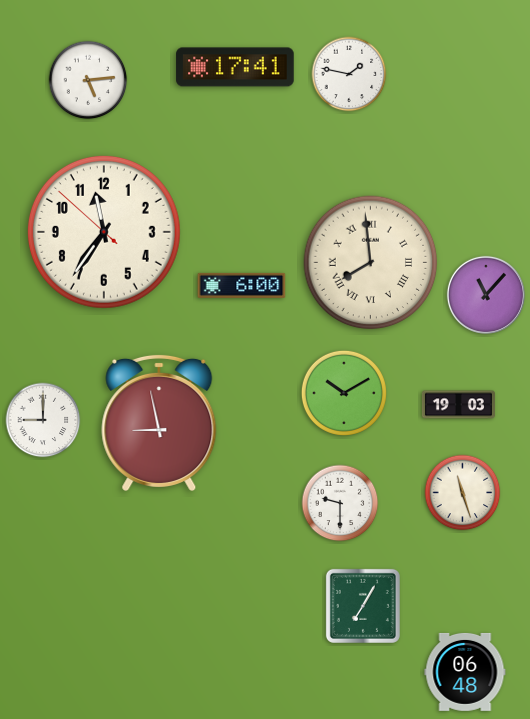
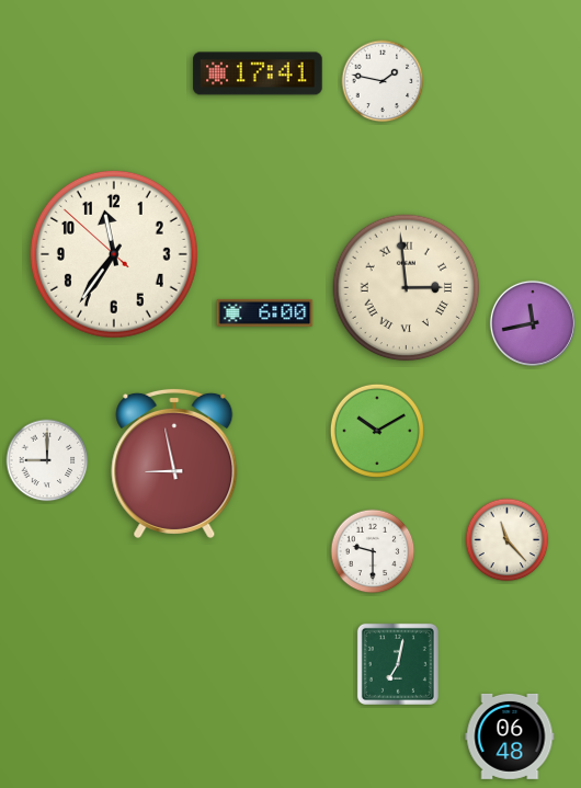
clock at (88, 80): 5:14 -> none
clock at (371, 263): 7:59 -> 2:59
clock at (486, 295): 11:07 -> 11:43
clock at (458, 405): 19:03 -> none
clock at (463, 493): 11:27 -> 11:23
clock at (363, 606): 7:05 -> 7:02
